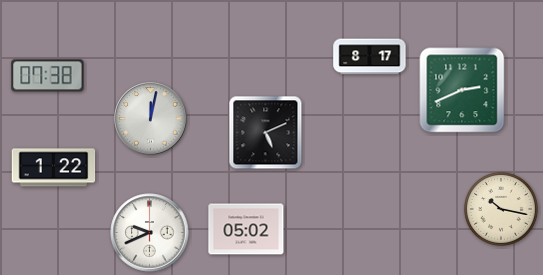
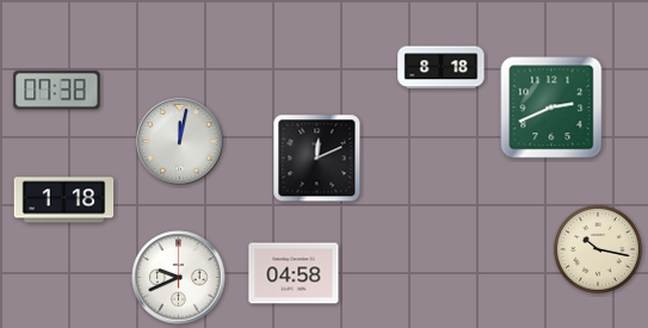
clock at (370, 57): 8:17 -> 8:18
clock at (266, 133): 5:11 -> 12:11
clock at (54, 168): 1:22 -> 1:18
clock at (246, 229): 05:02 -> 04:58
